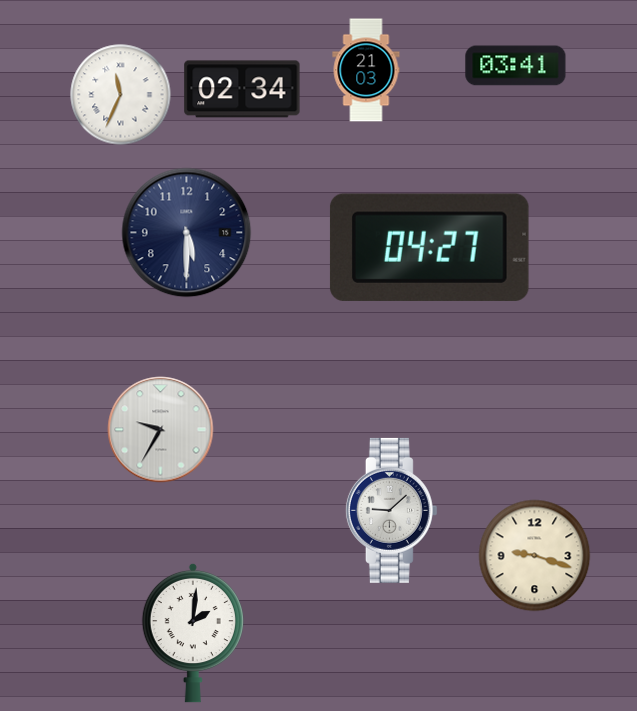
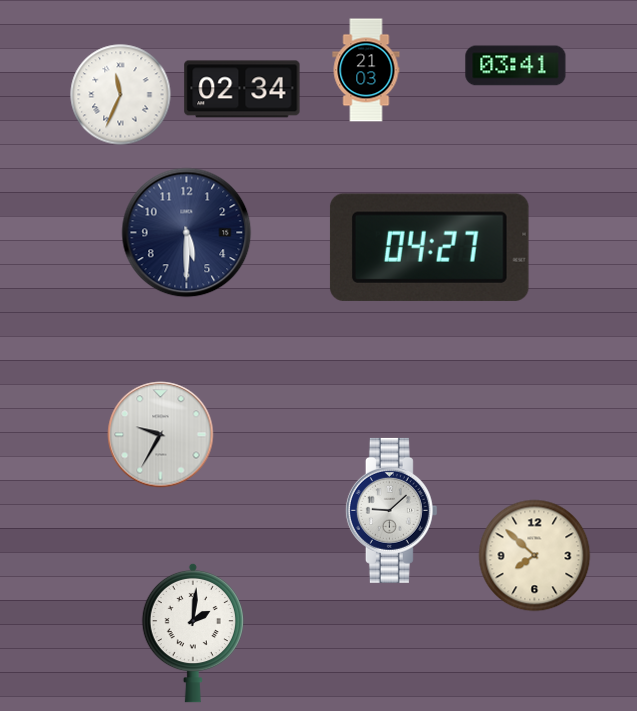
clock at (161, 430) position: (161, 430) -> (161, 435)
clock at (535, 556): 9:18 -> 7:52
